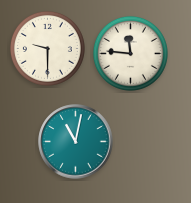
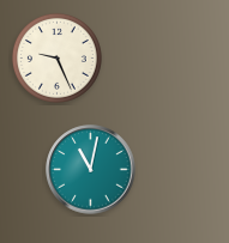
clock at (47, 48): 9:30 -> 9:26
clock at (130, 53): 11:46 -> none
